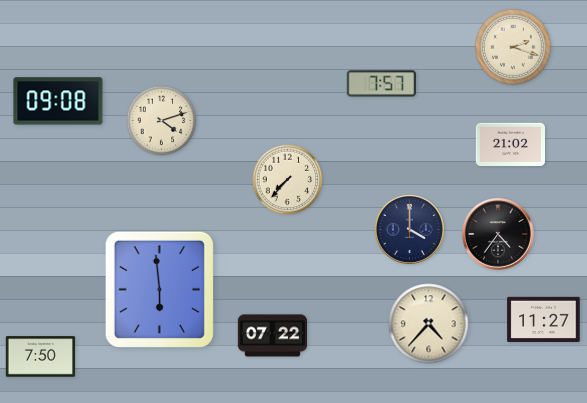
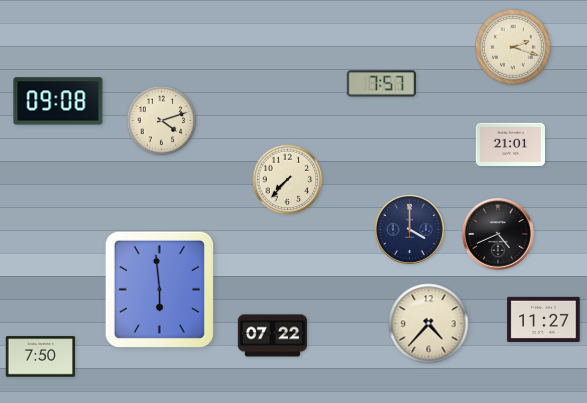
clock at (510, 144): 21:02 -> 21:01
clock at (499, 235): 4:36 -> 4:41
